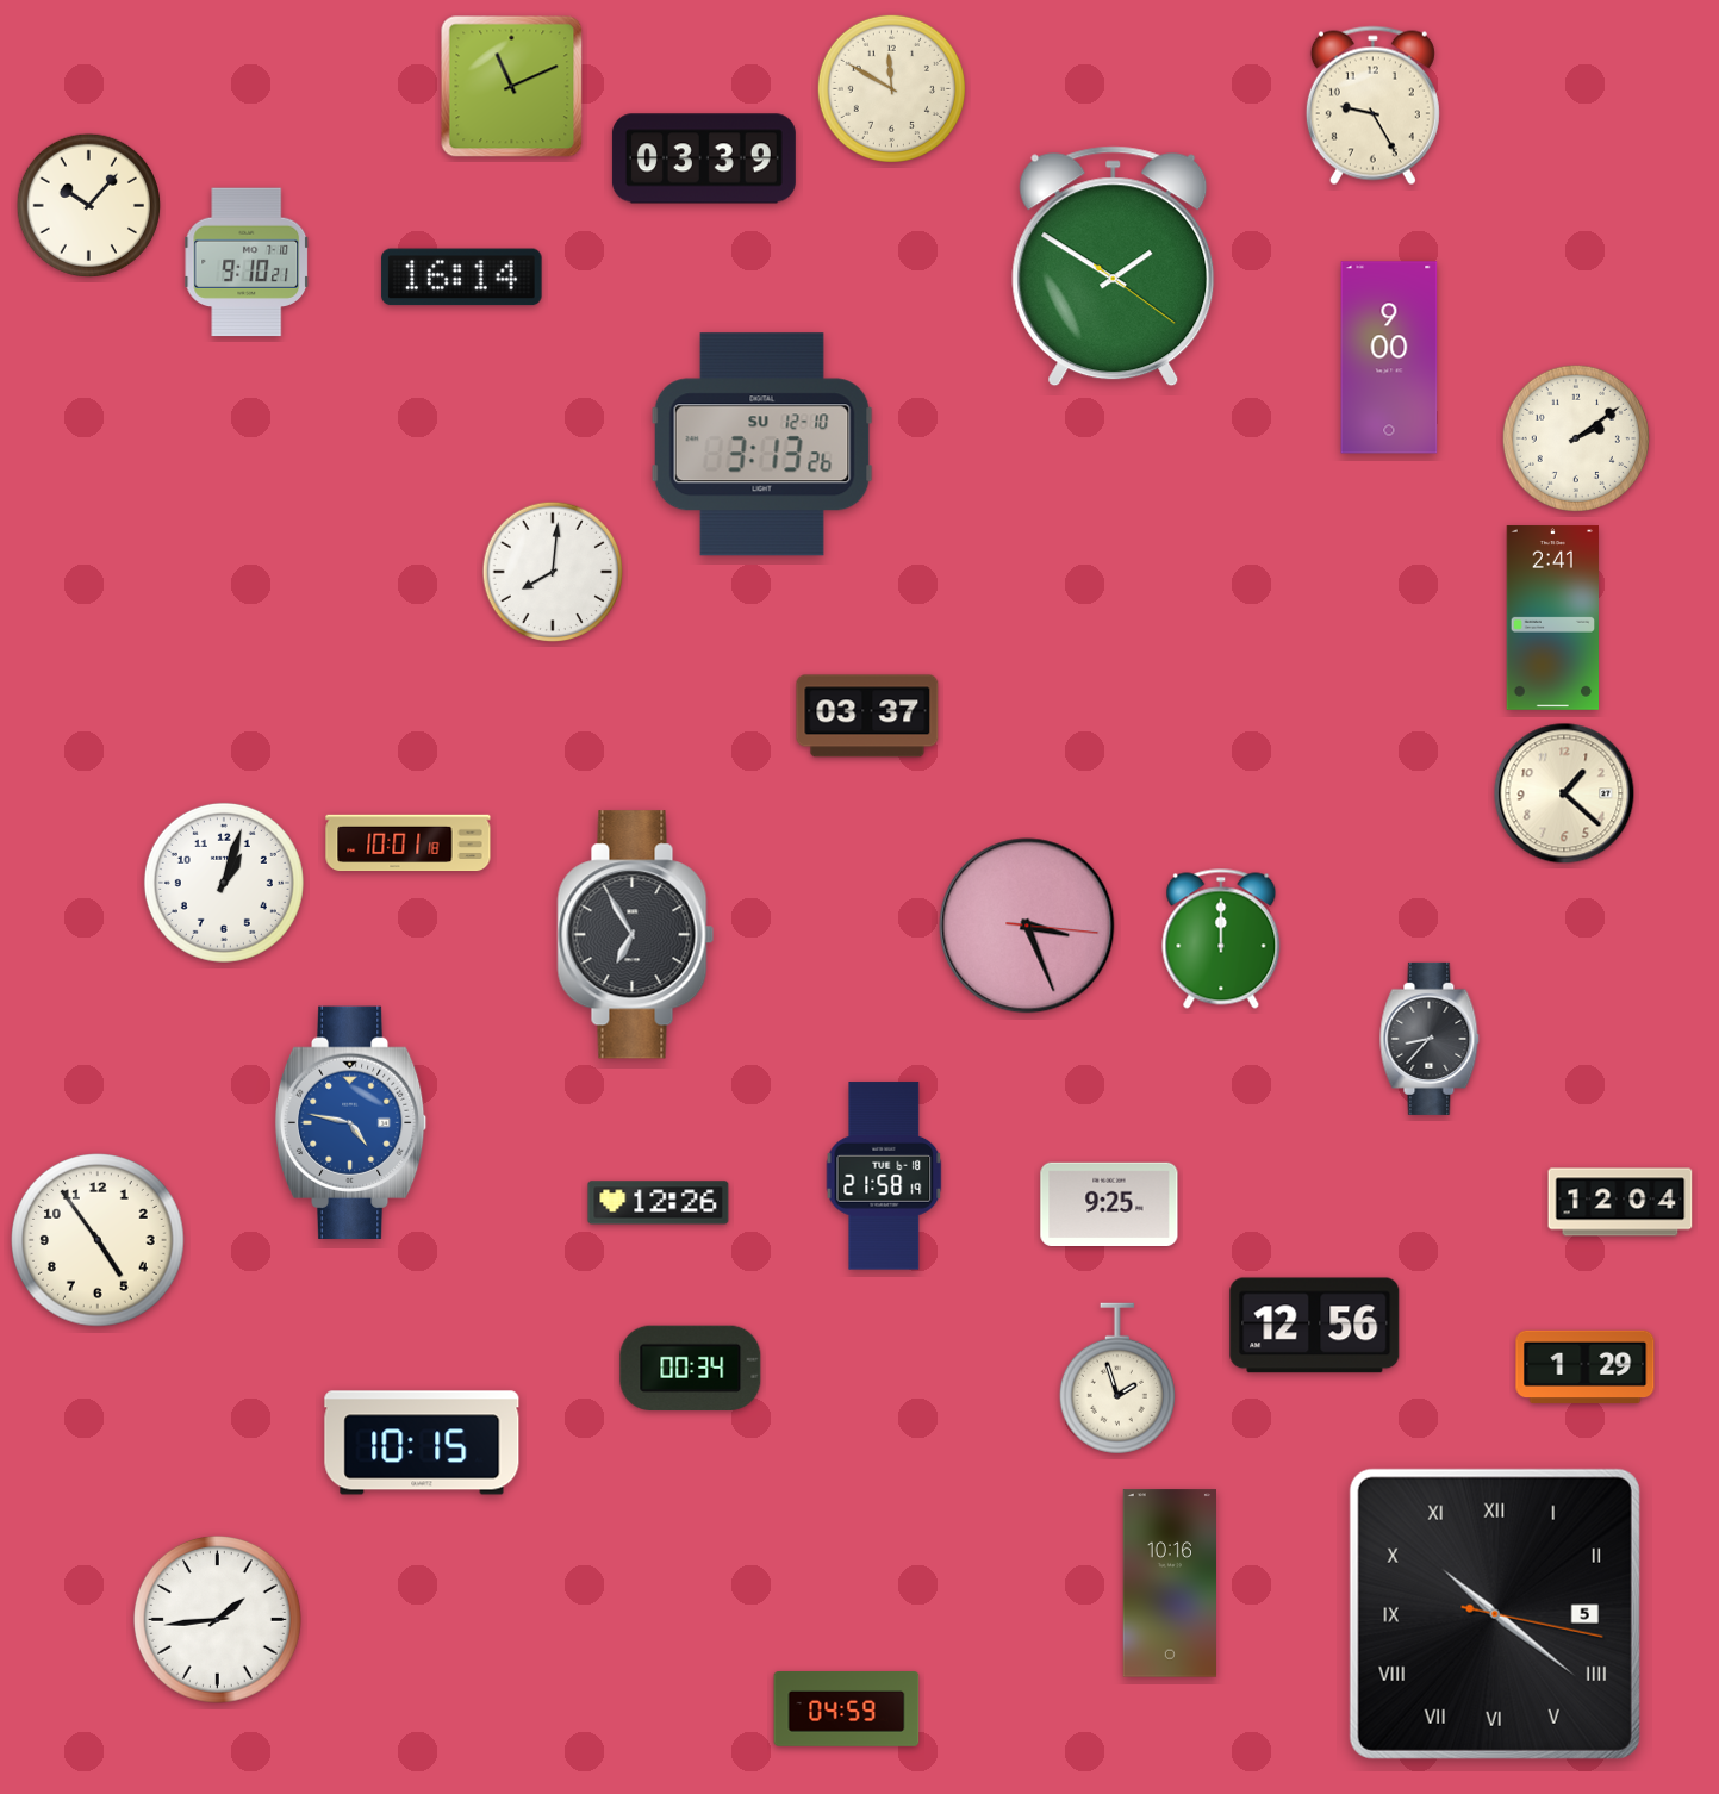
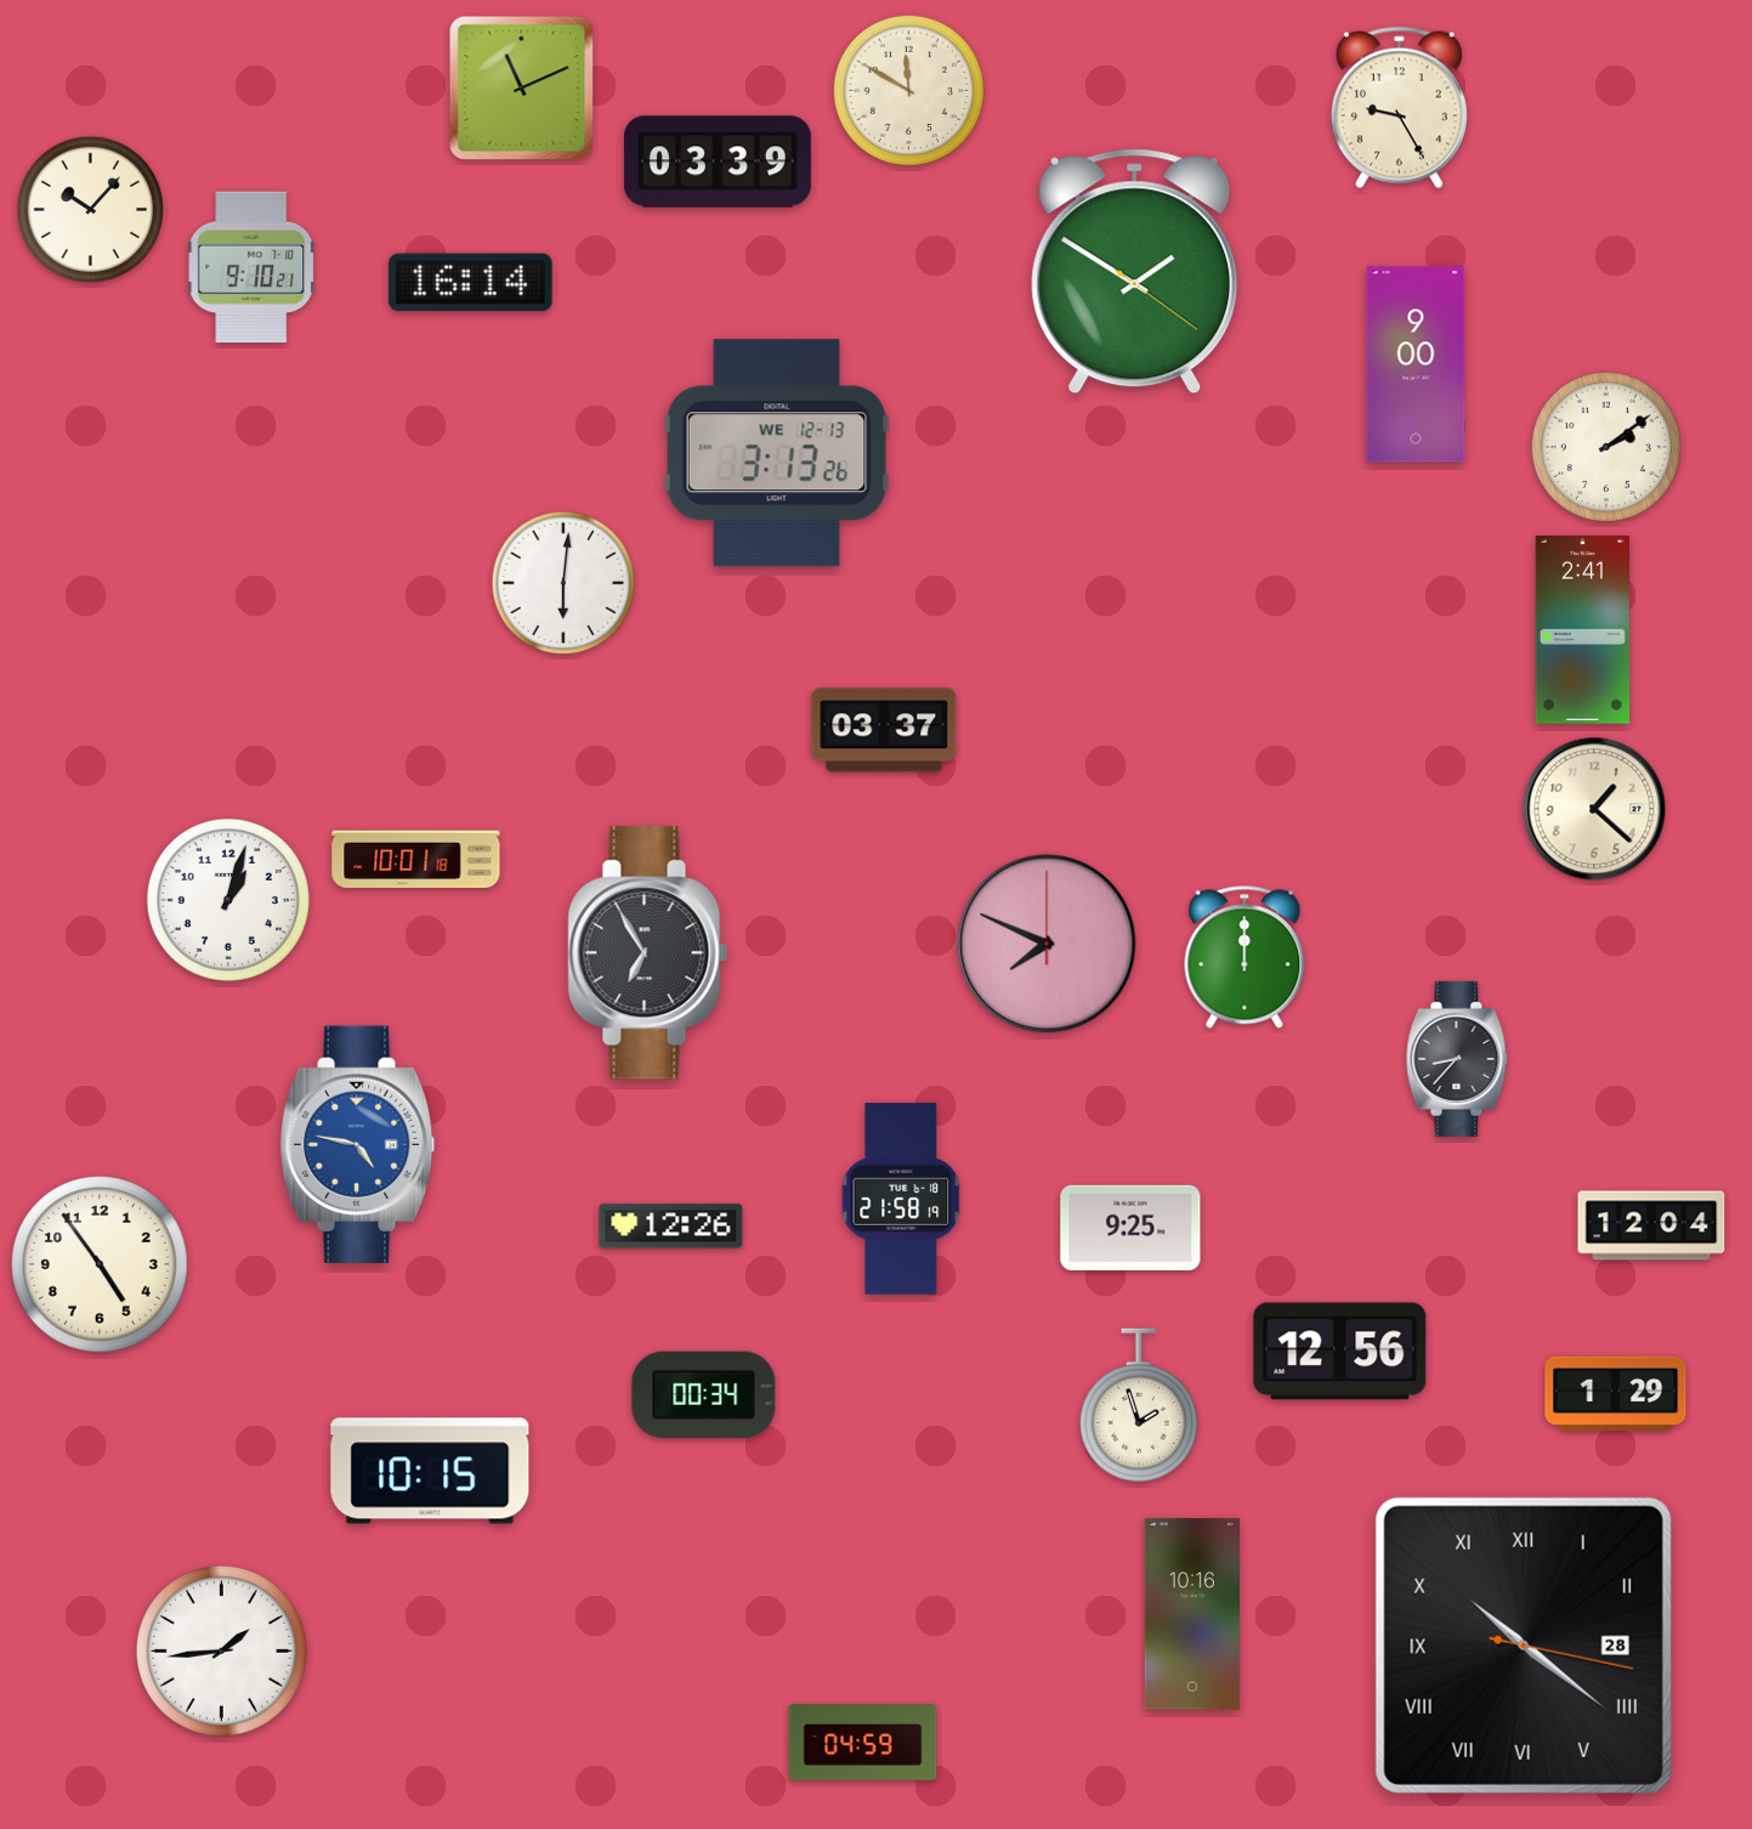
clock at (762, 444) date: SU 12-10 -> WE 12-13
clock at (553, 572): 8:01 -> 6:01
clock at (1027, 926): 3:26 -> 7:49
clock at (1495, 1614) date: 5 -> 28
